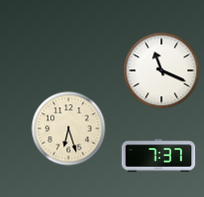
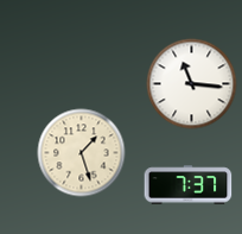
clock at (162, 71): 11:19 -> 11:16
clock at (69, 129): 6:27 -> 1:27
